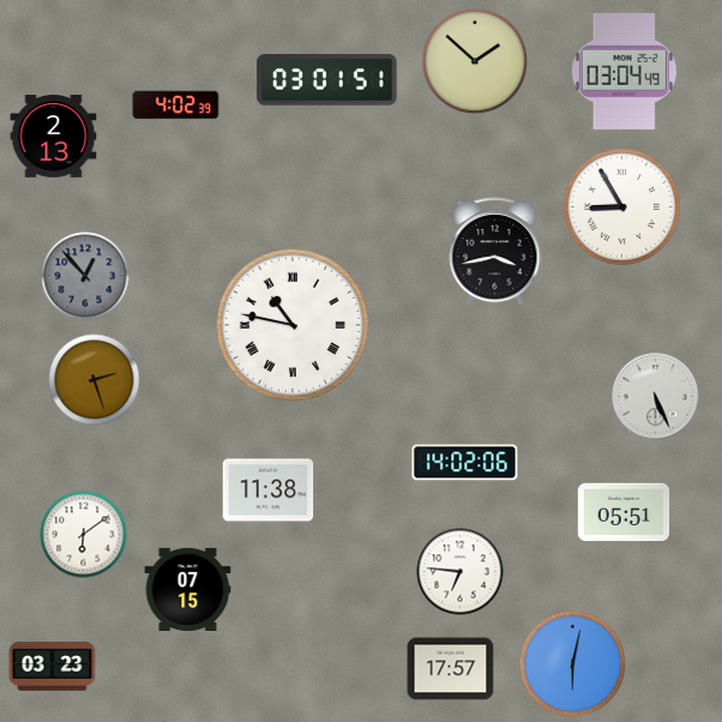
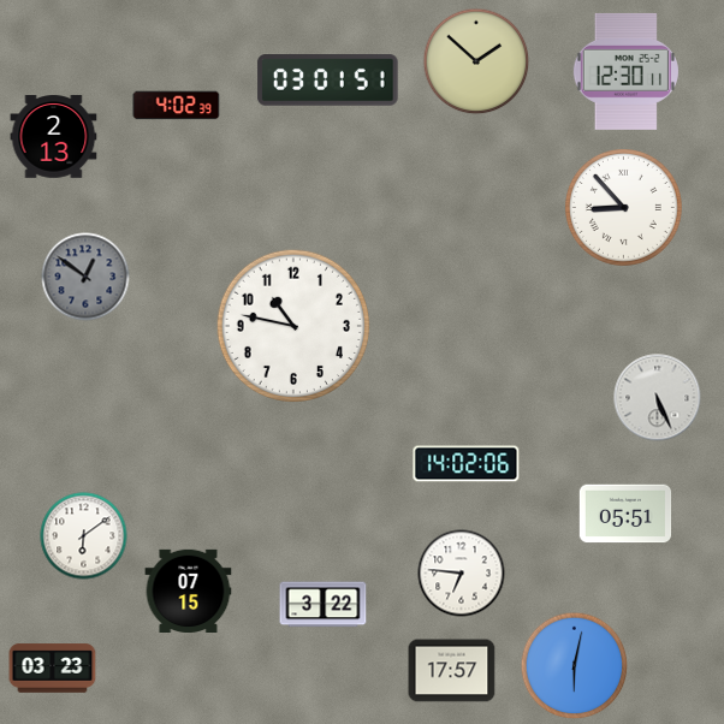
clock at (624, 71): 03:04 -> 12:30
clock at (621, 206): 8:55 -> 8:53
clock at (495, 252): 3:43 -> none
clock at (85, 276): 12:53 -> 12:51
clock at (293, 325) numerals: Roman -> Arabic
clock at (95, 380): 2:27 -> none
clock at (269, 491): 11:38 -> none
clock at (324, 605): none -> 3:22
